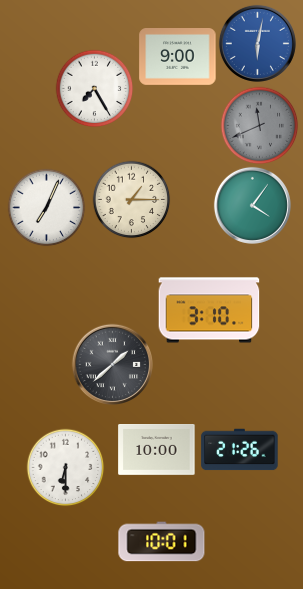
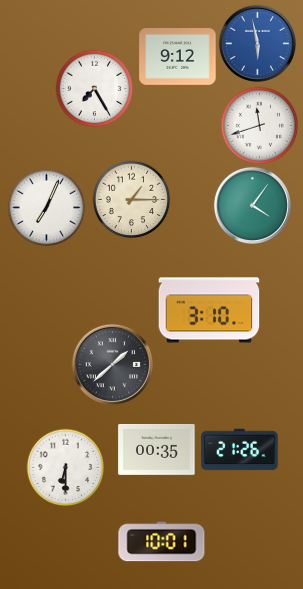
clock at (257, 43): 6:02 -> 5:58
clock at (178, 57): 9:00 -> 9:12
clock at (259, 125): 11:41 -> 11:42
clock at (259, 125) dial: grey -> white
clock at (157, 450): 10:00 -> 00:35
